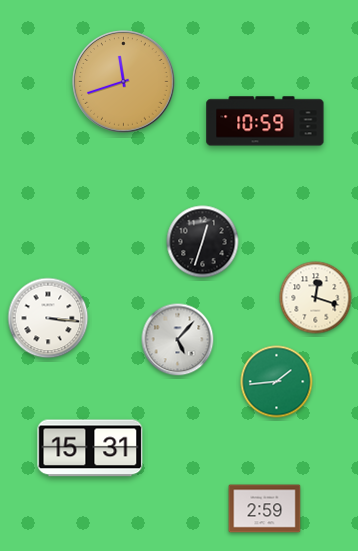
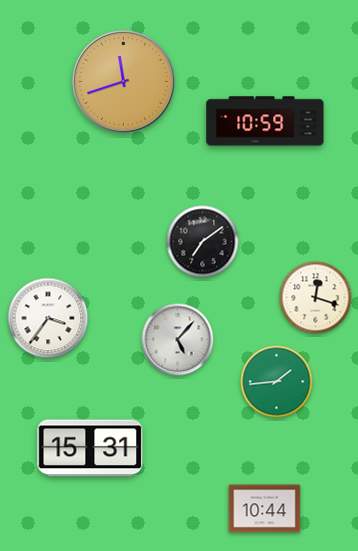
clock at (203, 242): 12:33 -> 7:09
clock at (48, 318): 3:16 -> 3:36
clock at (265, 509): 2:59 -> 10:44
